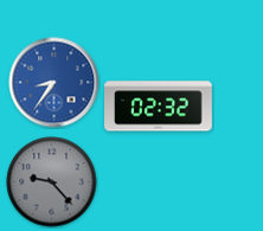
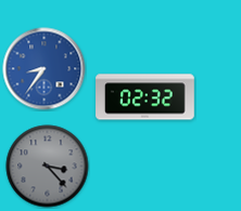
clock at (54, 83) position: (54, 83) -> (45, 69)
clock at (52, 182): 9:23 -> 3:23
